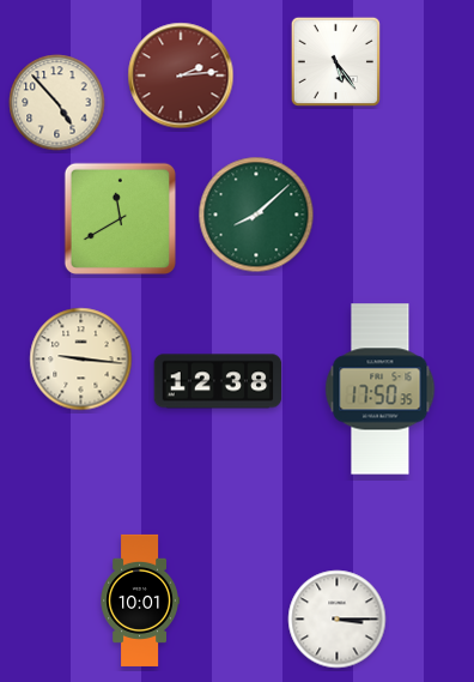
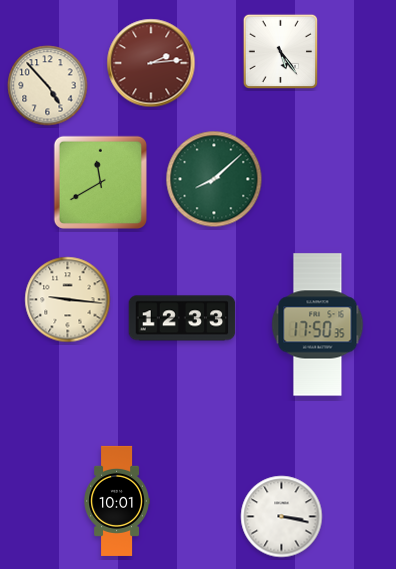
clock at (218, 381): 12:38 -> 12:33
clock at (338, 620): 3:15 -> 3:17
